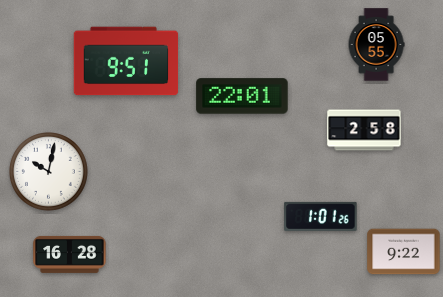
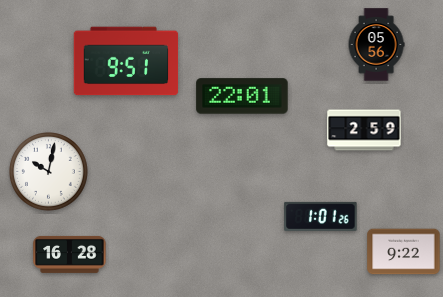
clock at (376, 45): 05:55 -> 05:56
clock at (364, 130): 2:58 -> 2:59
